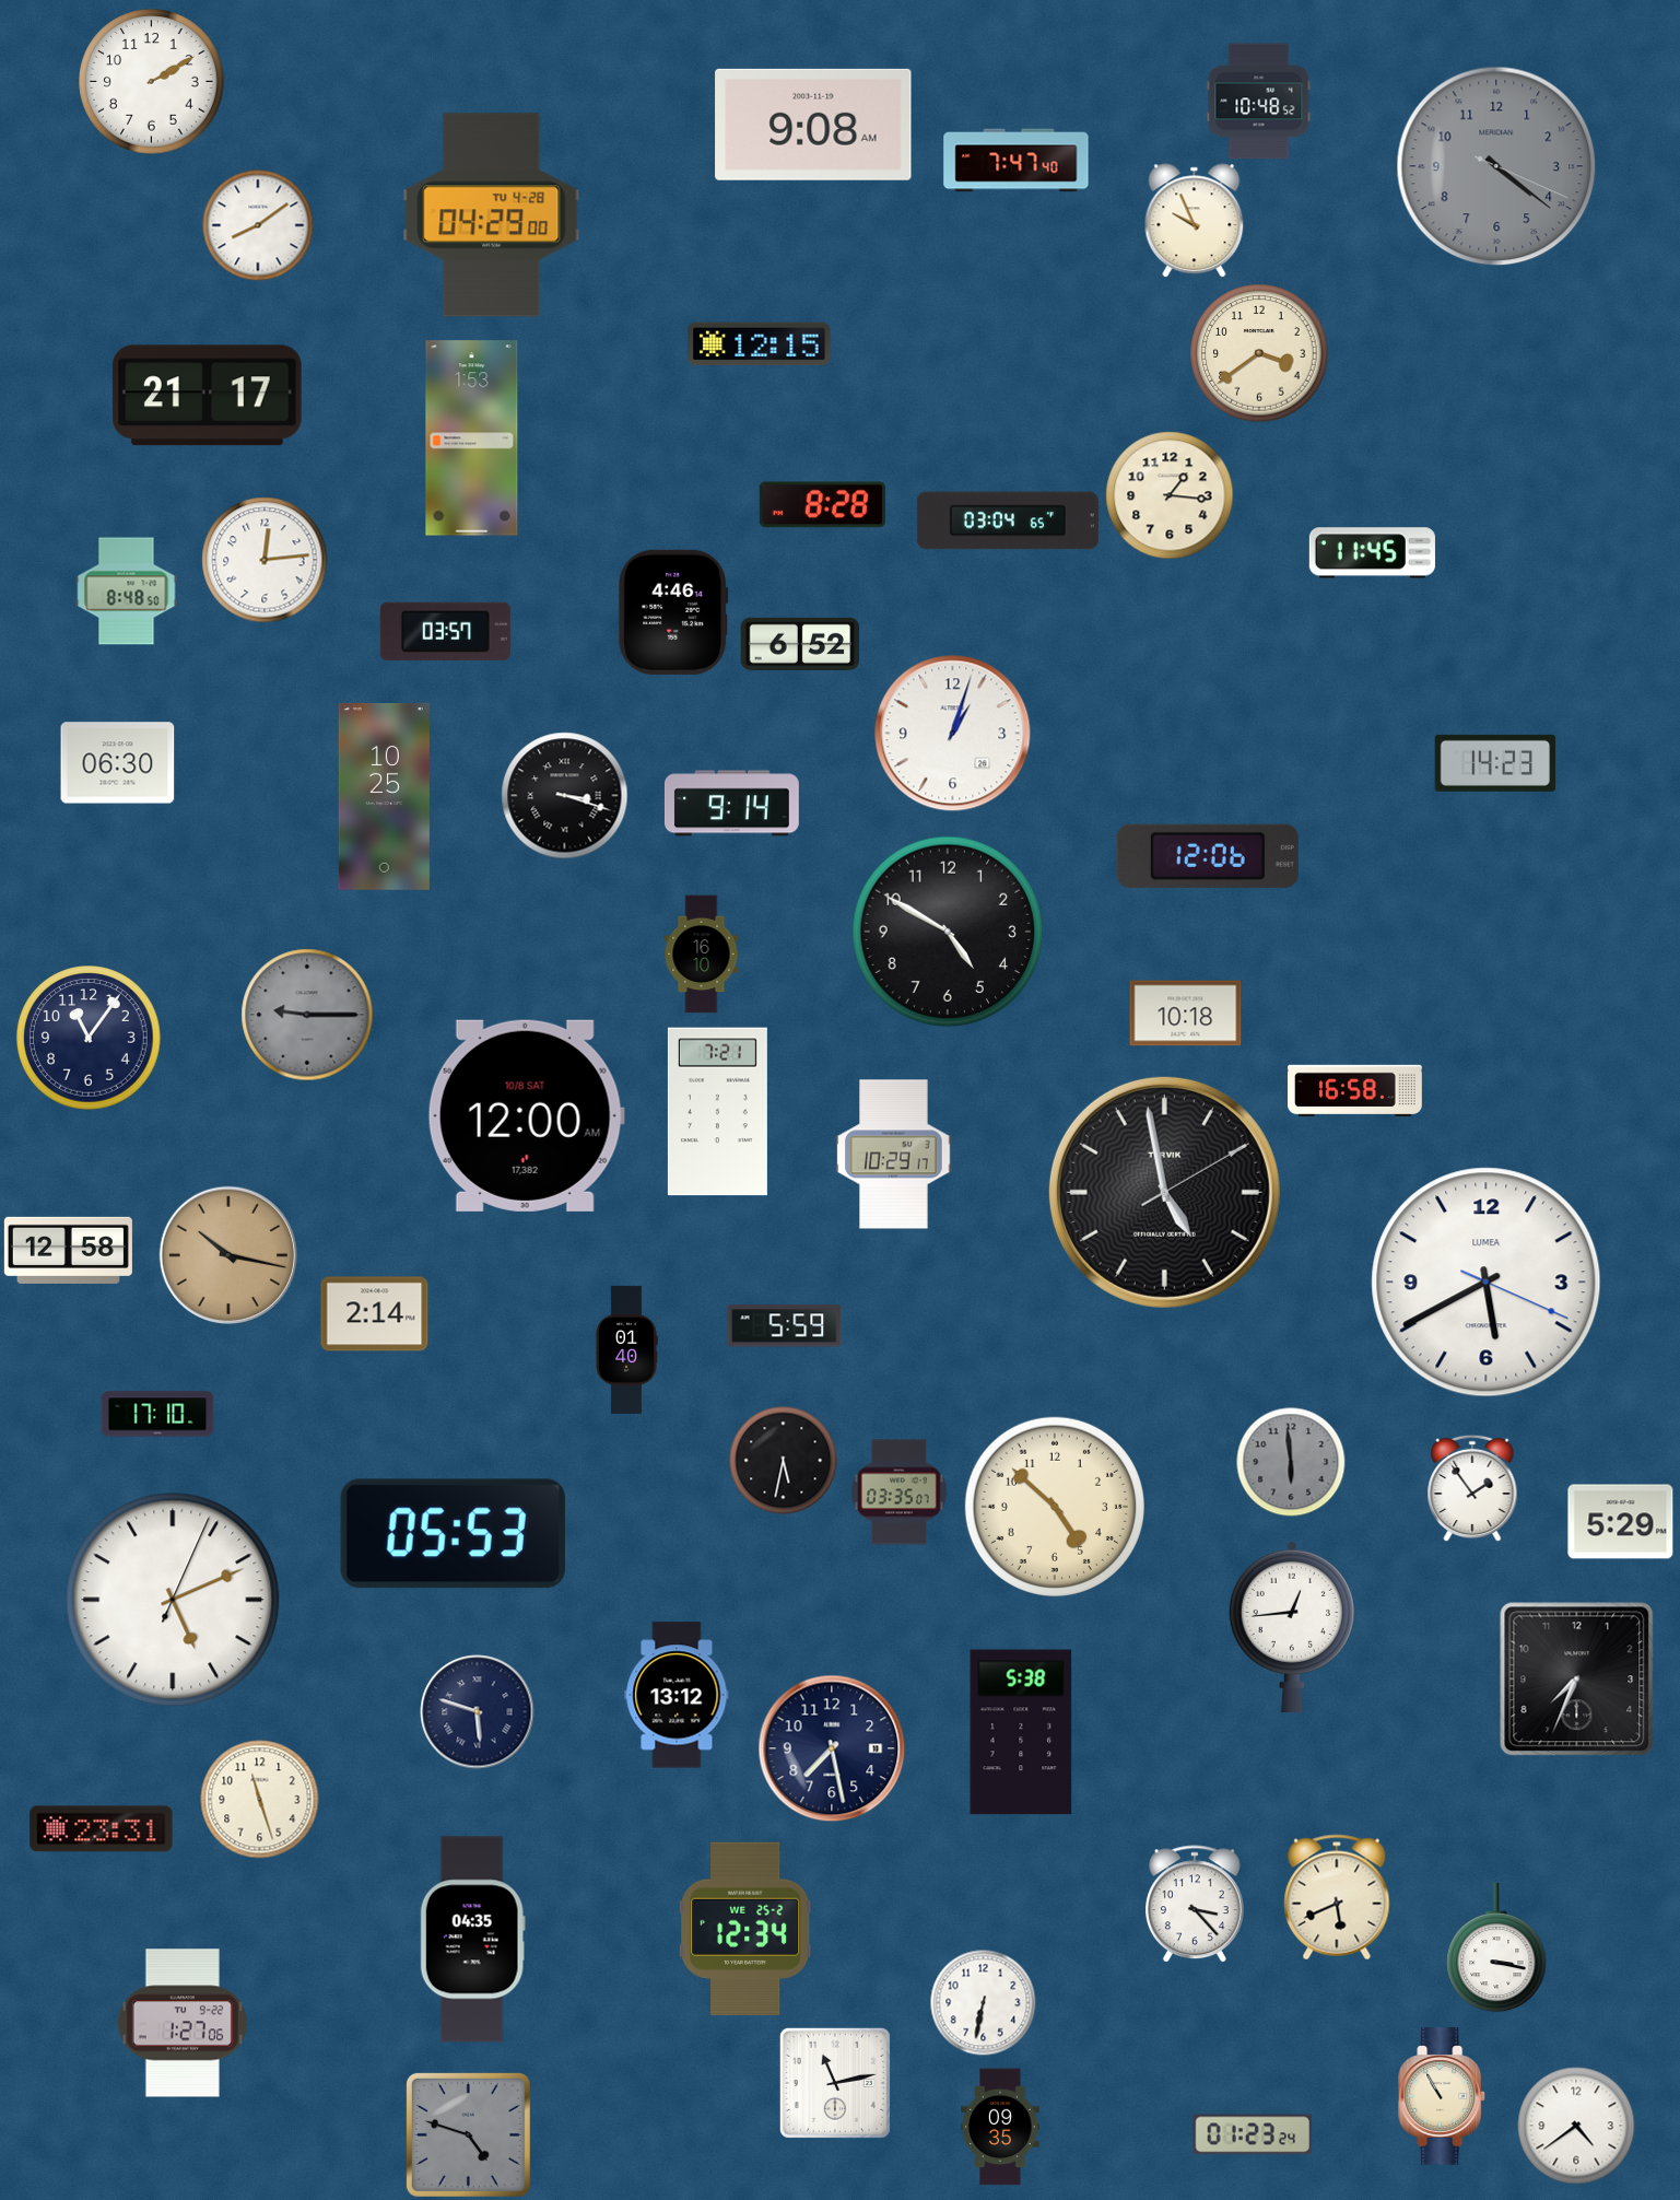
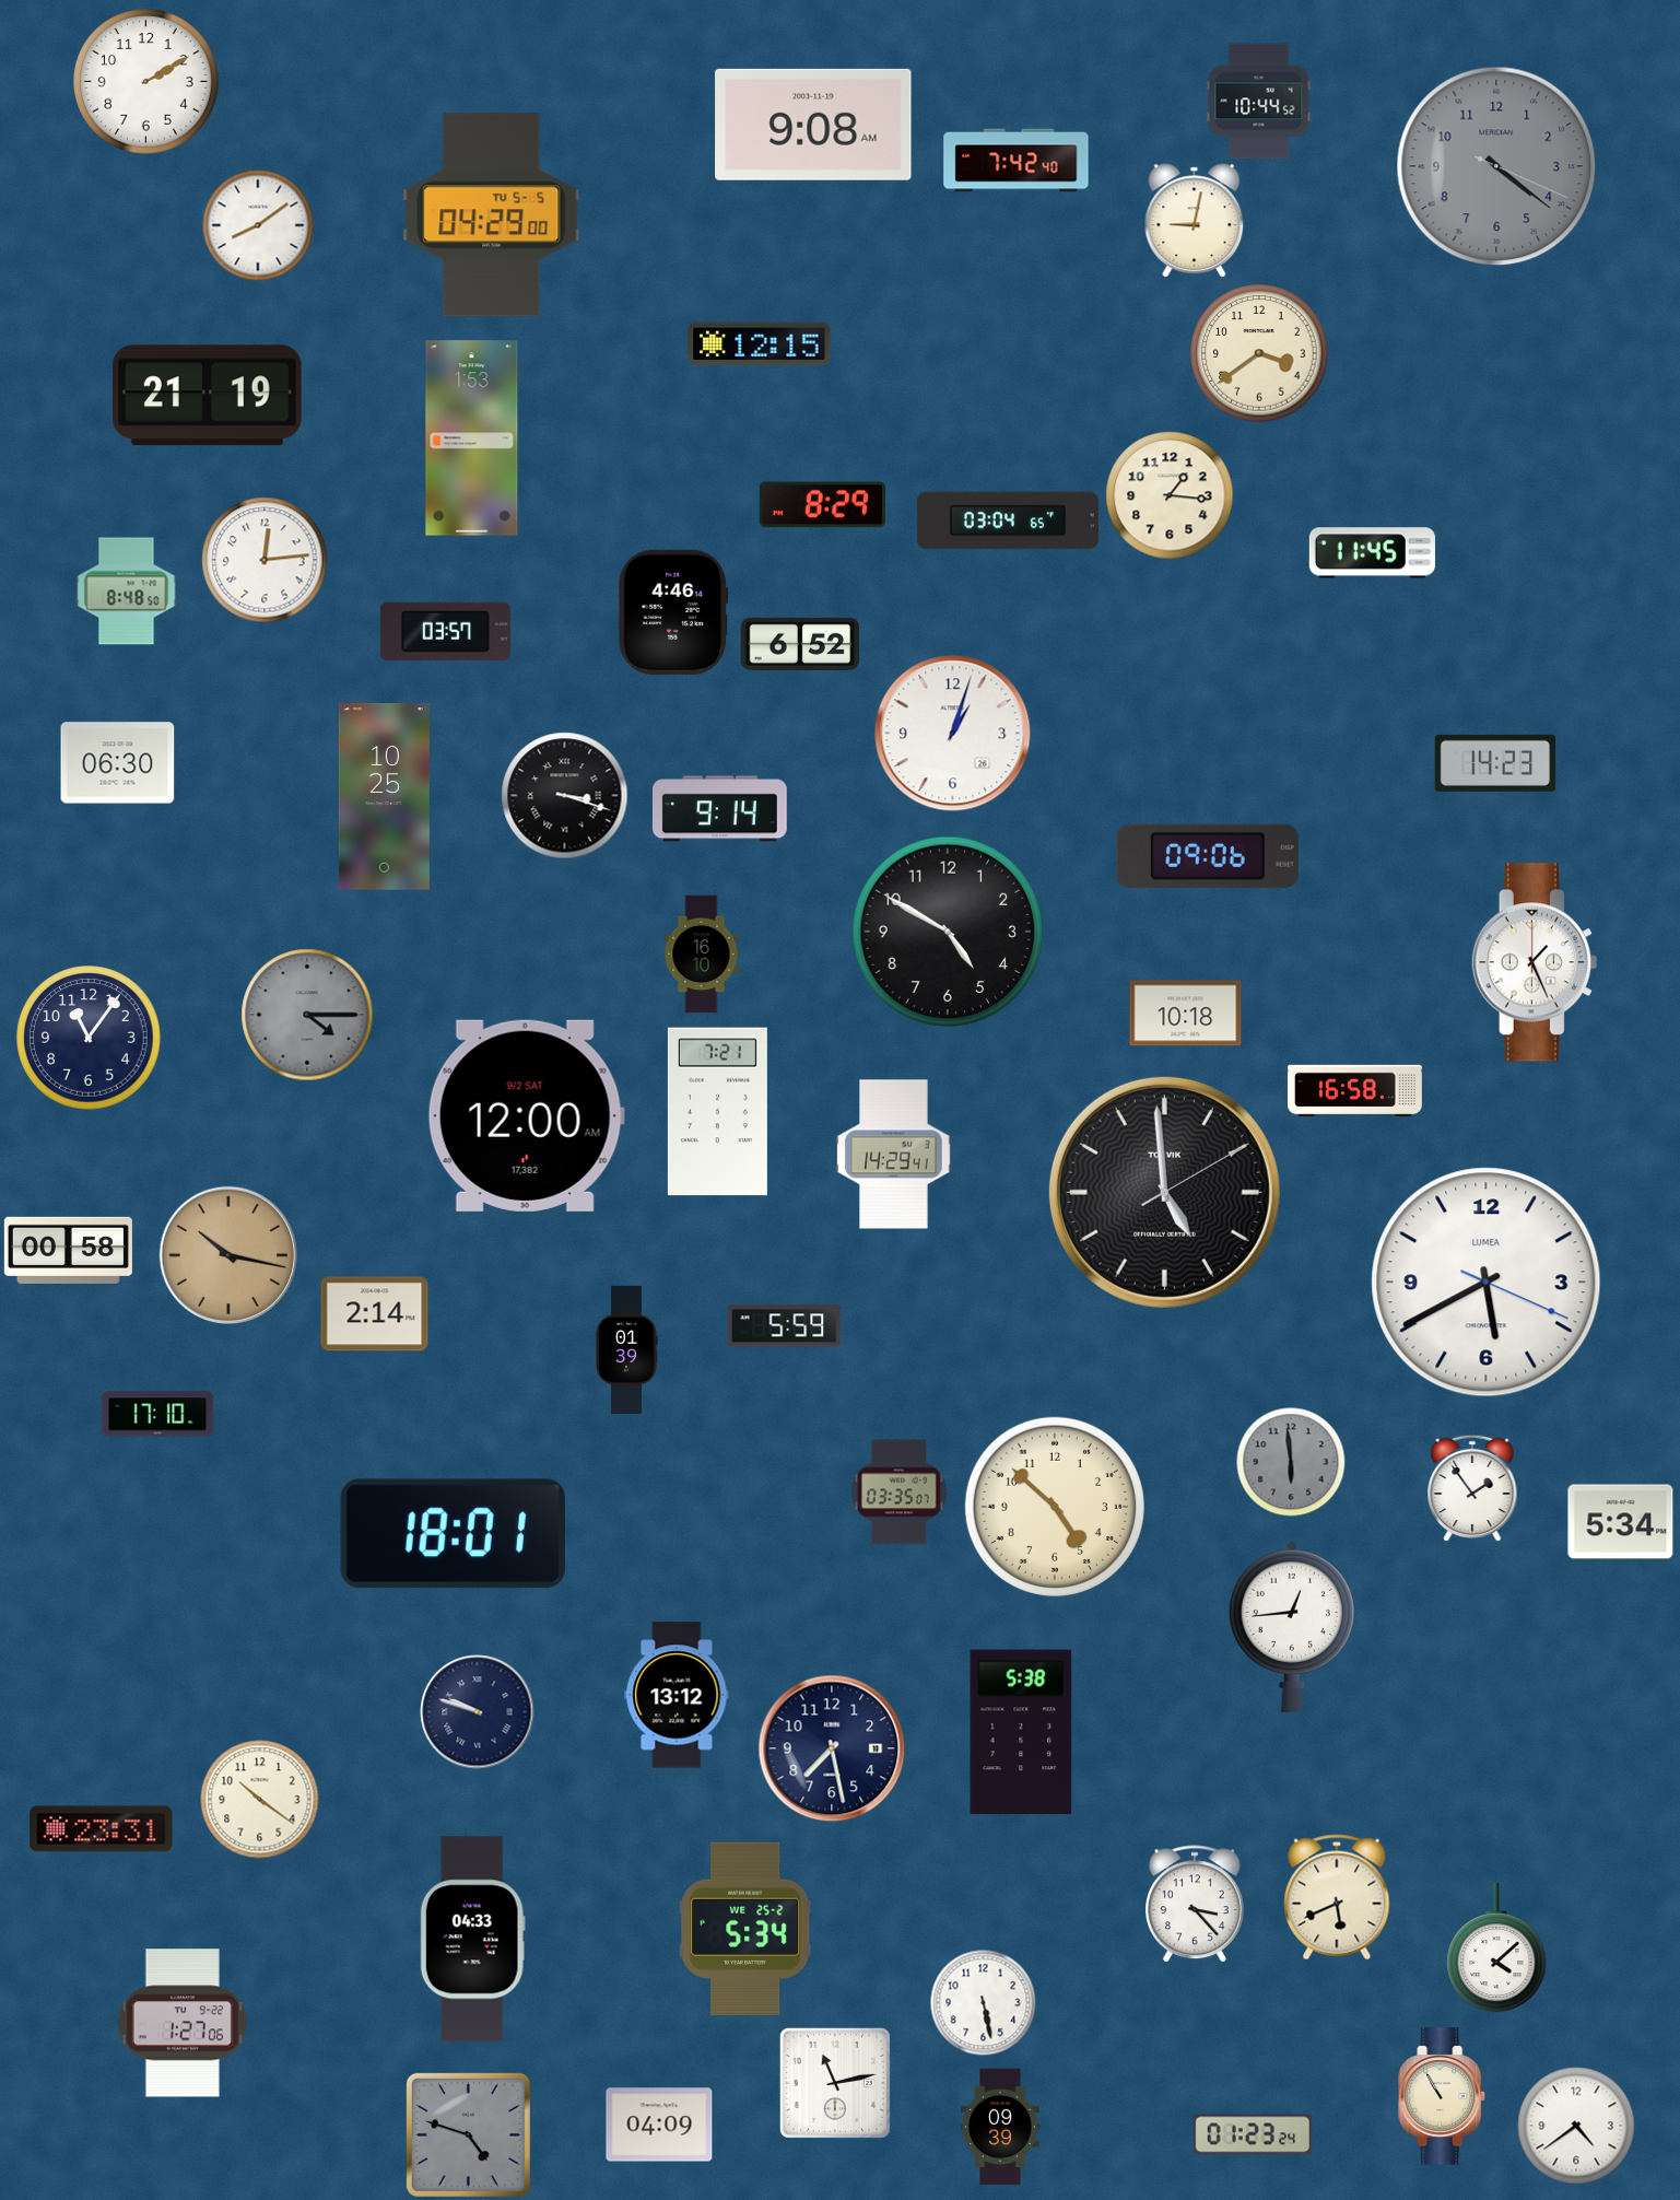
clock at (152, 82) position: (152, 82) -> (146, 82)
clock at (1259, 102): 10:48 -> 10:44
clock at (1017, 161): 7:47 -> 7:42
clock at (492, 215) date: TU 4-28 -> TU 5-5
clock at (1195, 221): 9:56 -> 9:02
clock at (207, 396): 21:17 -> 21:19
clock at (822, 505): 8:28 -> 8:29
clock at (731, 804) position: (731, 804) -> (719, 809)
clock at (1208, 856): 12:06 -> 09:06
clock at (1535, 962): none -> 1:26
clock at (307, 1015): 9:15 -> 4:15
clock at (526, 1115) date: 10/8 SAT -> 9/2 SAT
clock at (894, 1155): 10:29 -> 14:29
clock at (1164, 1192): 4:58 -> 4:59
clock at (68, 1250): 12:58 -> 00:58
clock at (626, 1349): 01:40 -> 01:39
clock at (784, 1461): 5:32 -> none
clock at (1621, 1522): 5:29 -> 5:34
clock at (453, 1534): 05:53 -> 18:01
clock at (173, 1600): 5:11 -> none
clock at (1577, 1680): 7:34 -> none
clock at (478, 1712): 5:48 -> 9:48
clock at (260, 1800): 11:27 -> 10:21
clock at (745, 1929): 12:34 -> 5:34
clock at (472, 1940): 04:35 -> 04:33
clock at (1496, 1947): 3:17 -> 4:08
clock at (983, 2002): 6:32 -> 5:28
clock at (659, 2125): none -> 04:09
clock at (1000, 2127): 09:35 -> 09:39
